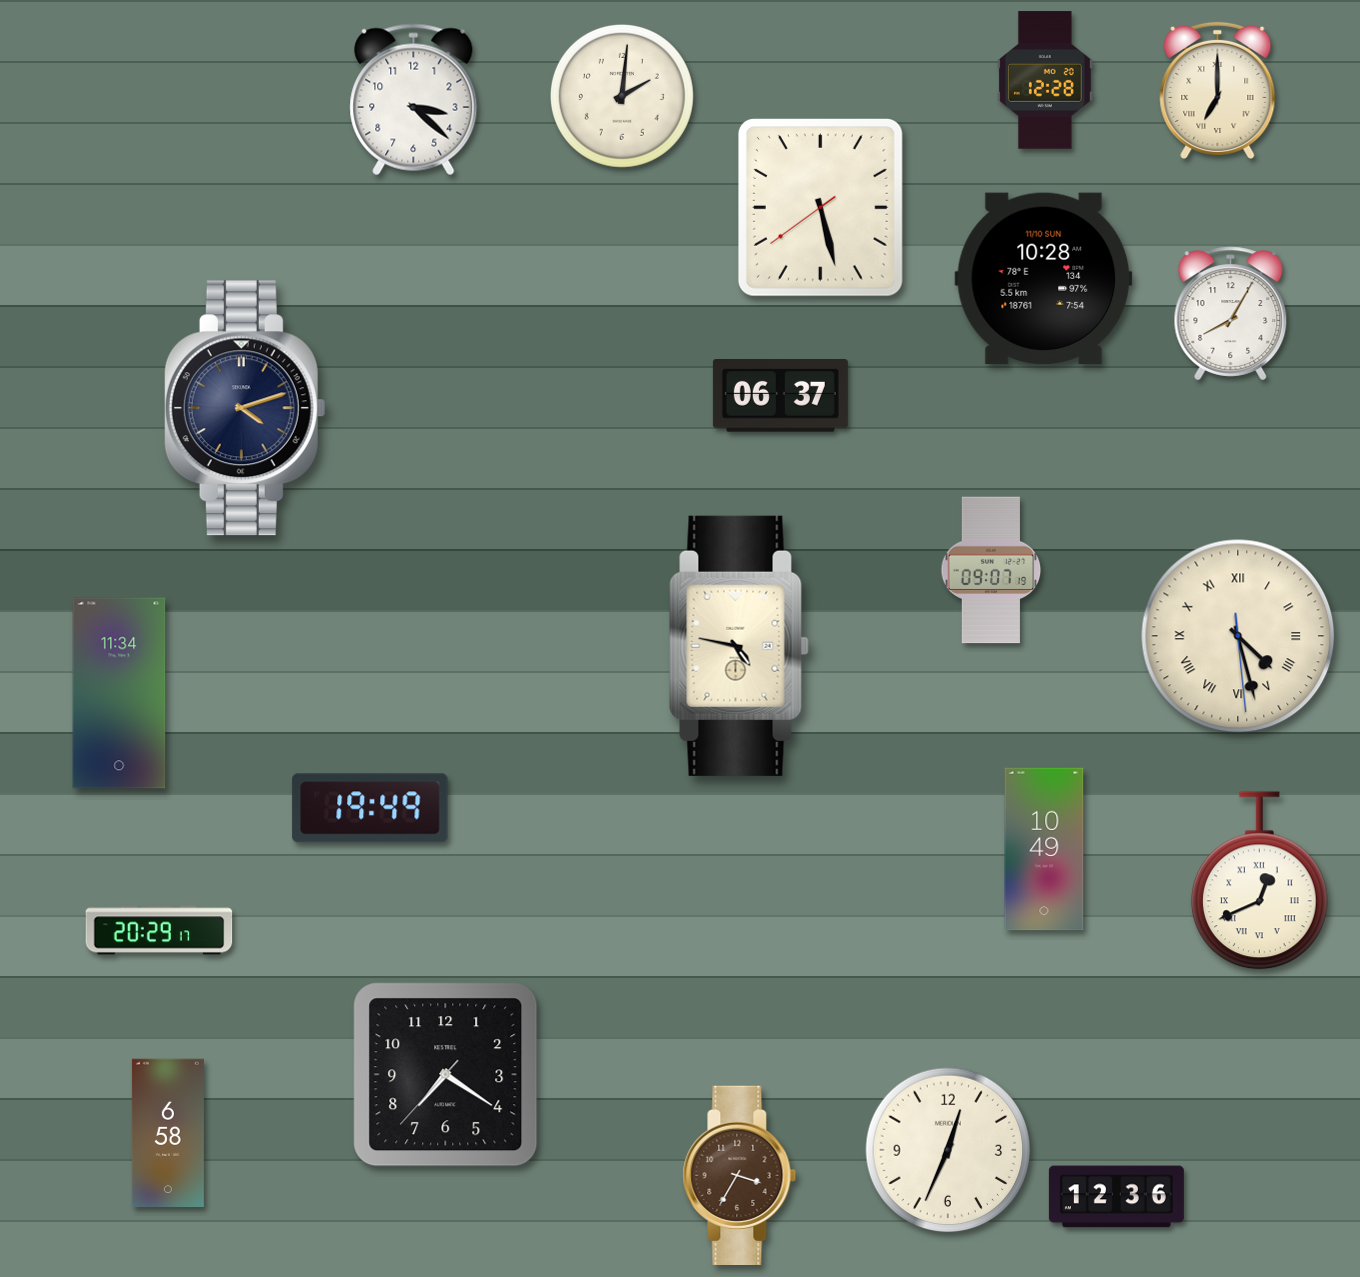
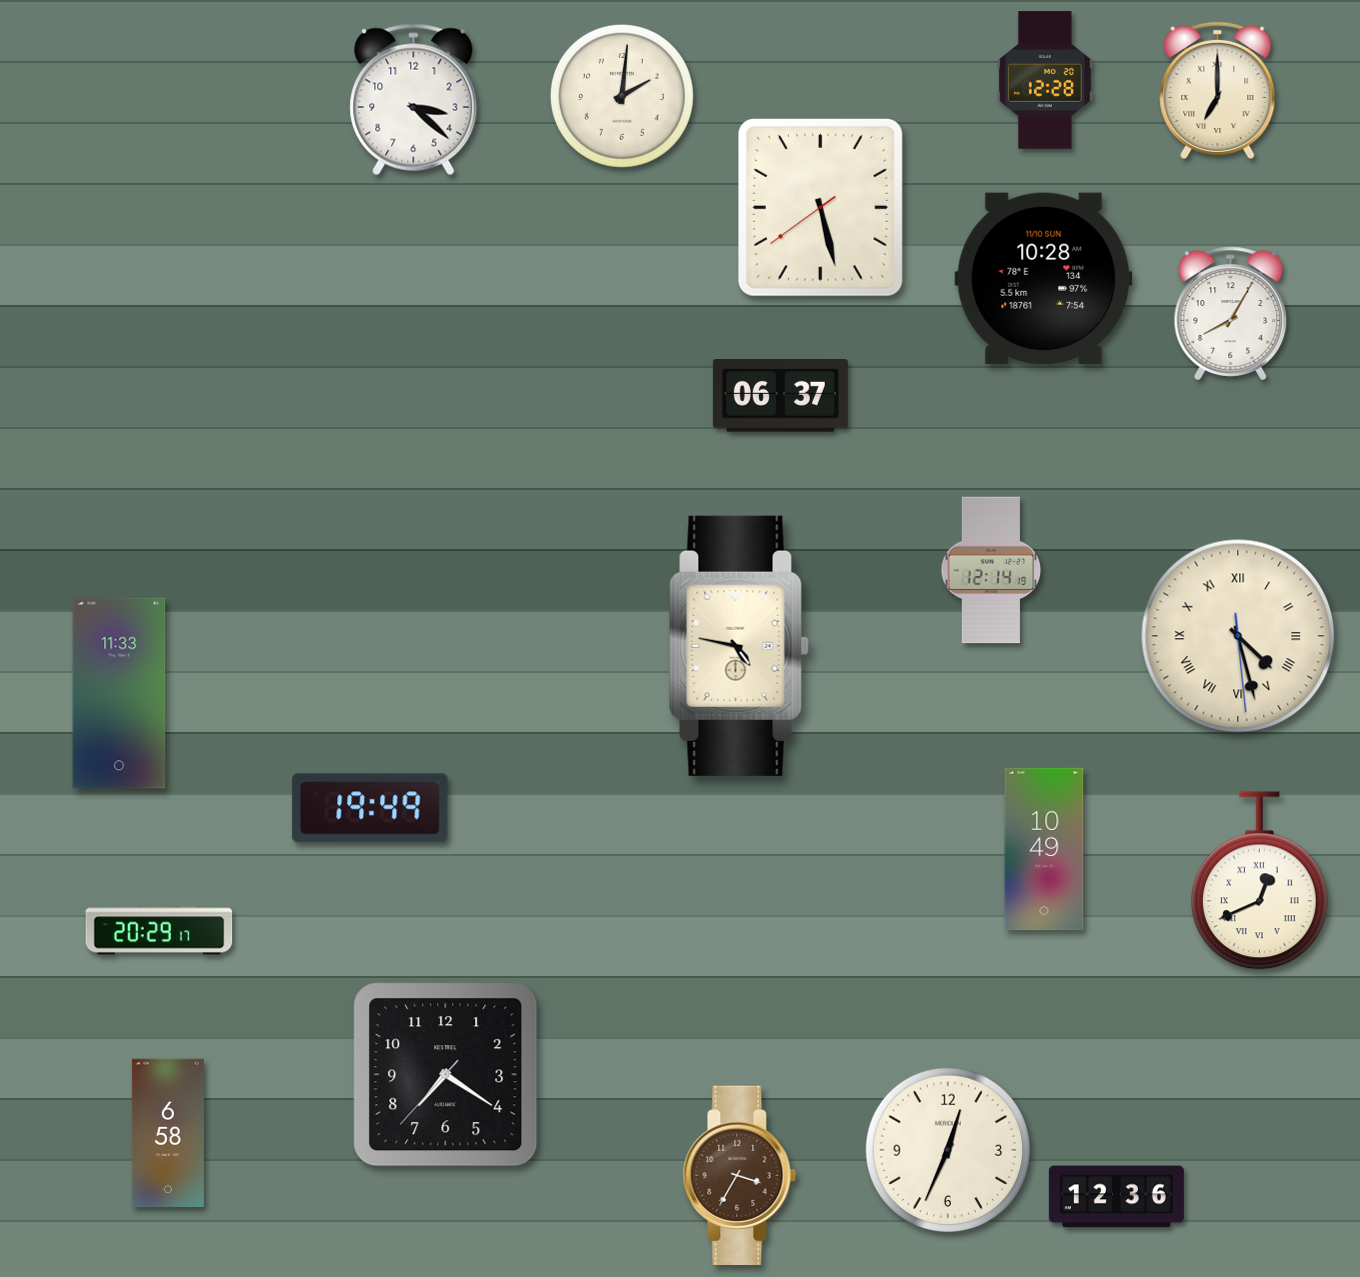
clock at (245, 408): 4:12 -> none
clock at (991, 570): 09:07 -> 12:14
clock at (119, 693): 11:34 -> 11:33
